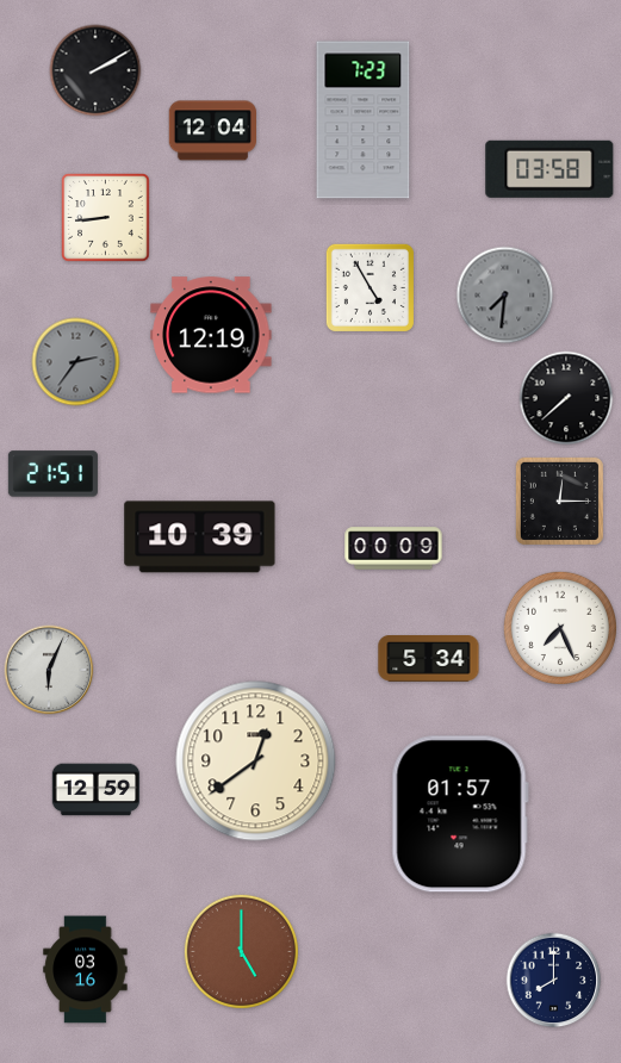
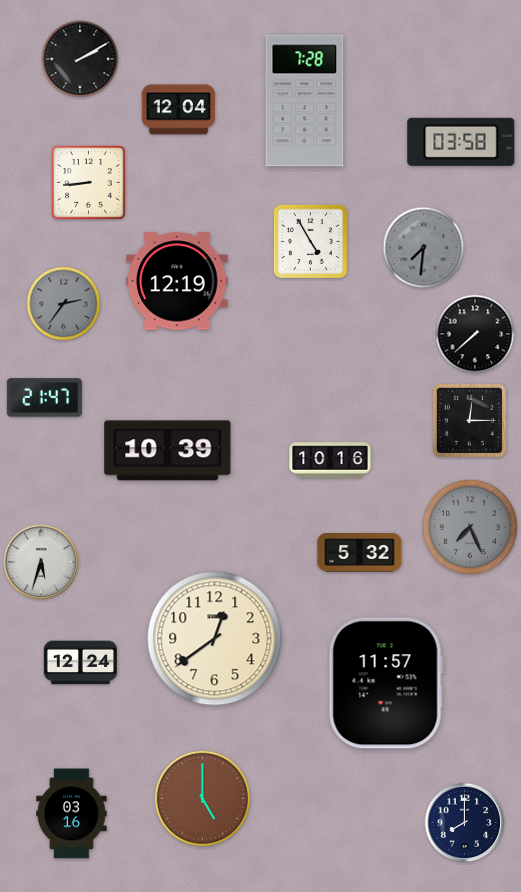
clock at (364, 120): 7:23 -> 7:28
clock at (52, 474): 21:51 -> 21:47
clock at (393, 548): 00:09 -> 10:16
clock at (560, 628) dial: white -> grey
clock at (429, 659): 5:34 -> 5:32
clock at (49, 670): 6:04 -> 5:33
clock at (97, 790): 12:59 -> 12:24
clock at (460, 814): 01:57 -> 11:57
